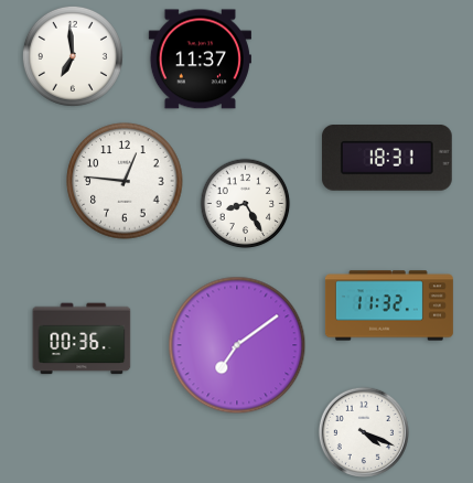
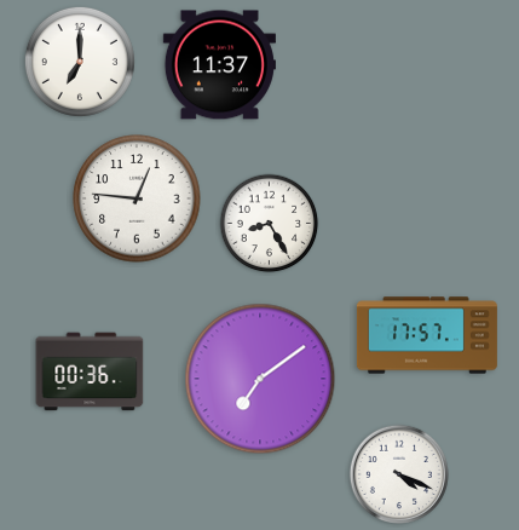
clock at (73, 56): 6:59 -> 7:00
clock at (387, 159): 18:31 -> none
clock at (389, 305): 11:32 -> 17:57
